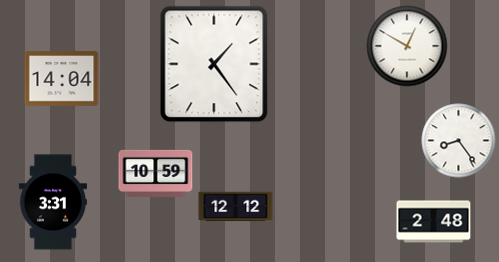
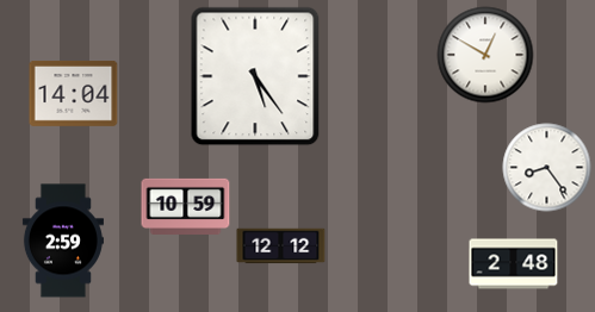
clock at (214, 64): 1:24 -> 5:24
clock at (53, 202): 3:31 -> 2:59
clock at (434, 222) position: (434, 222) -> (514, 264)
